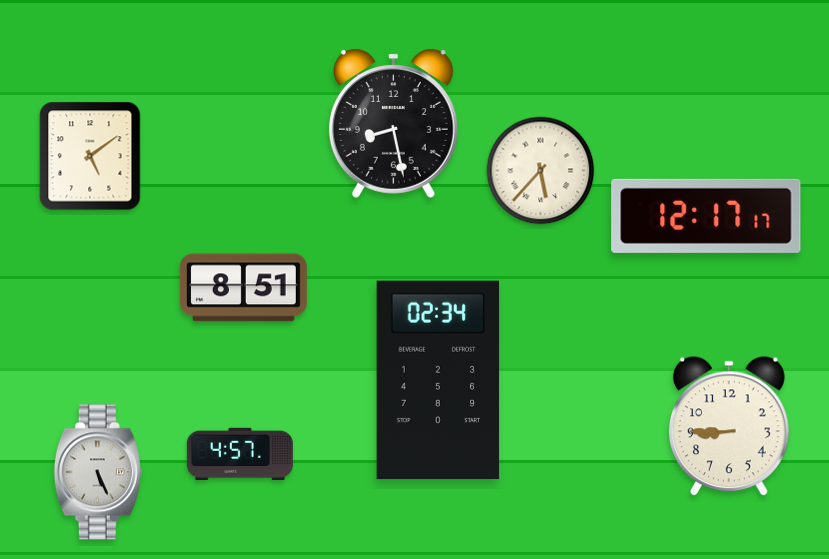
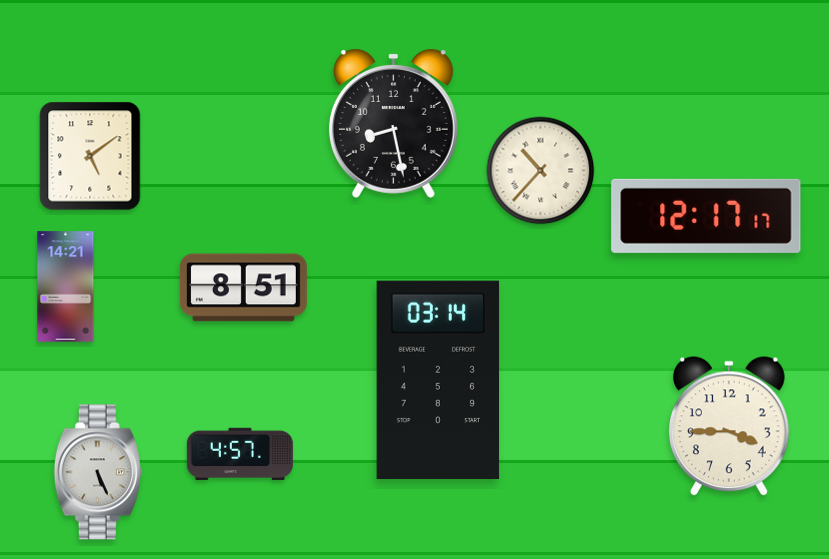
clock at (541, 171): 5:37 -> 10:37
clock at (66, 287): none -> 14:21
clock at (438, 380): 02:34 -> 03:14
clock at (730, 427): 8:45 -> 3:45
